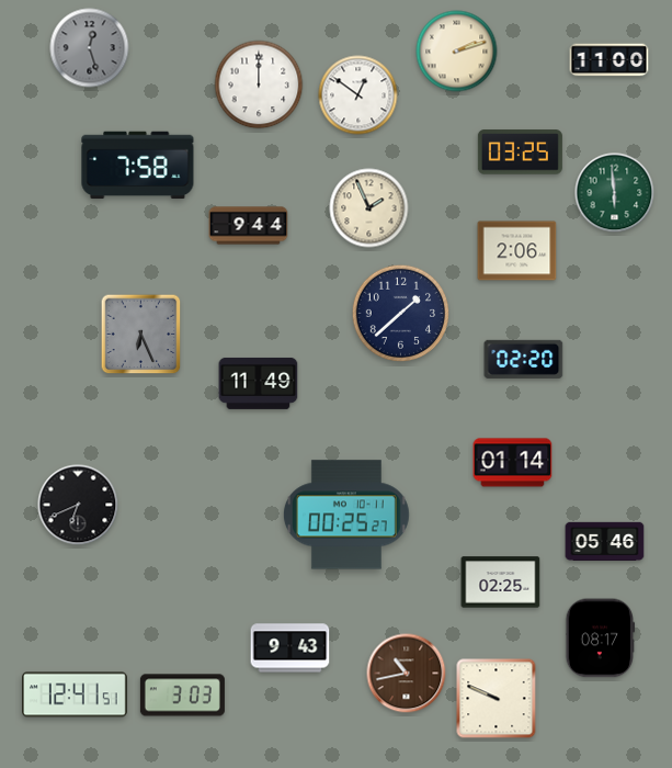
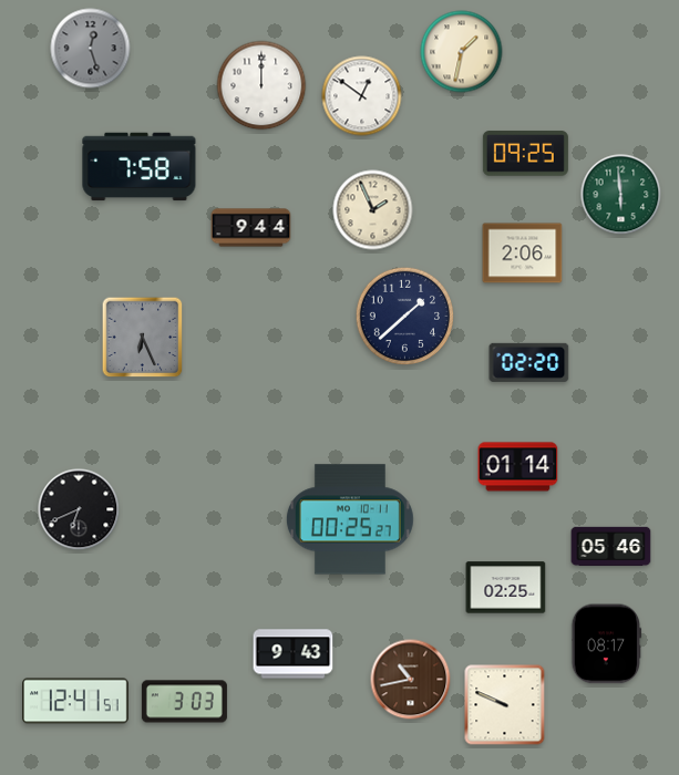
clock at (457, 52): 2:12 -> 1:32
clock at (610, 60): 11:00 -> none
clock at (520, 153): 03:25 -> 09:25
clock at (259, 383): 11:49 -> none
clock at (497, 699) position: (497, 699) -> (505, 705)
